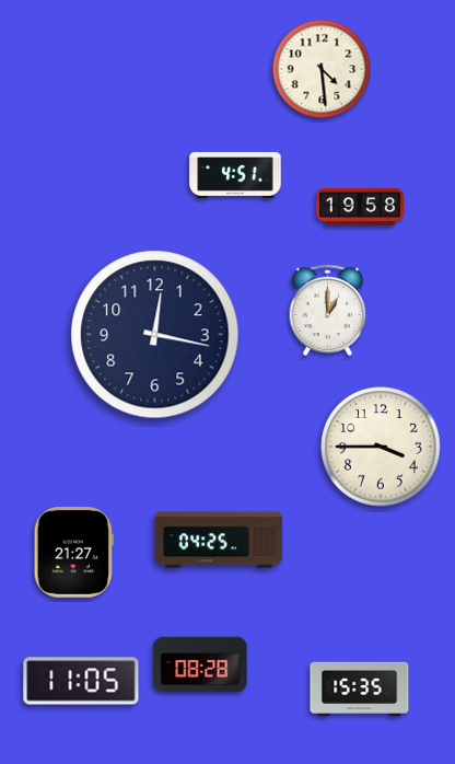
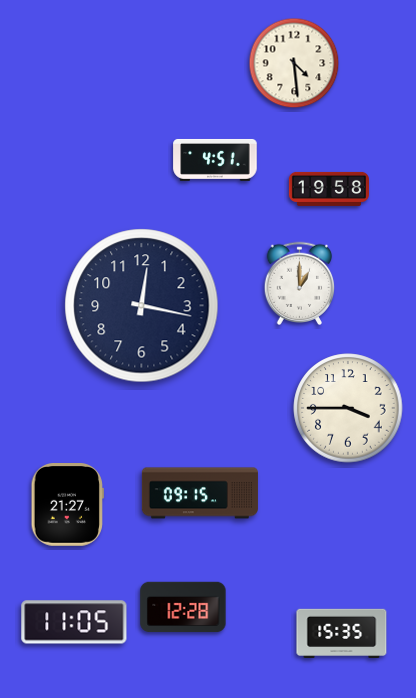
clock at (219, 540): 04:25 -> 09:15
clock at (200, 664): 08:28 -> 12:28
clock at (360, 688) position: (360, 688) -> (342, 633)
